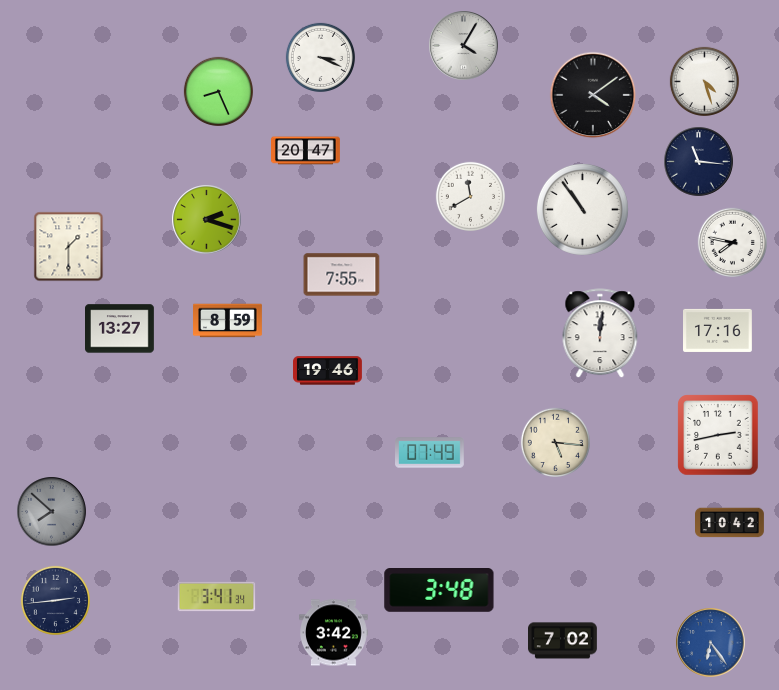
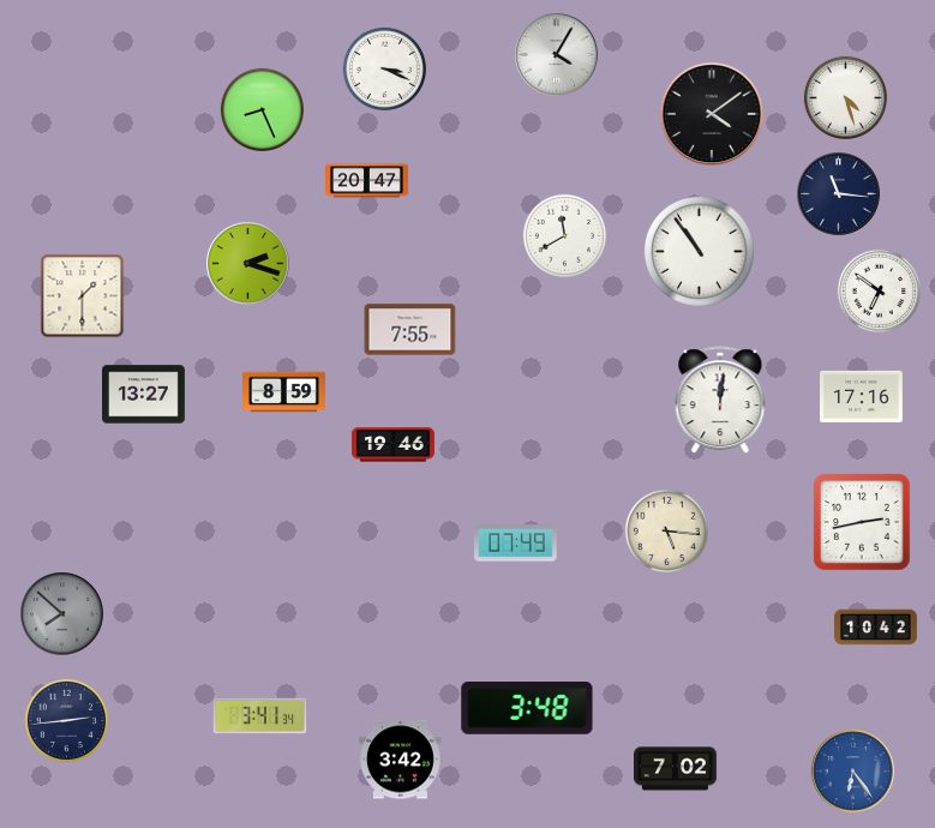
clock at (732, 242): 7:47 -> 6:51
clock at (228, 321) position: (228, 321) -> (284, 392)
